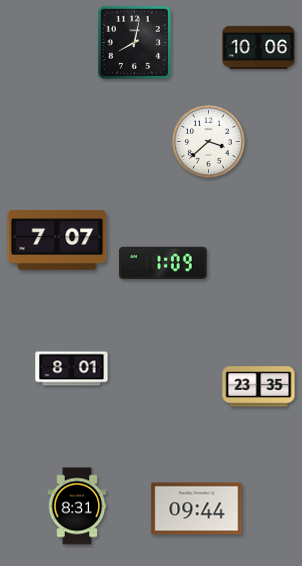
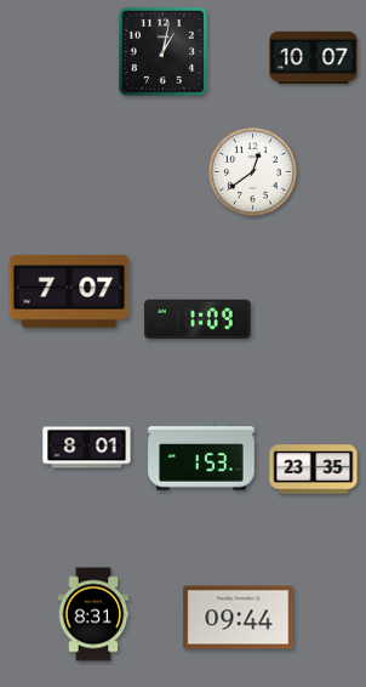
clock at (134, 42): 8:02 -> 1:02
clock at (259, 47): 10:06 -> 10:07
clock at (209, 142): 3:38 -> 12:39
clock at (201, 456): none -> 1:53
